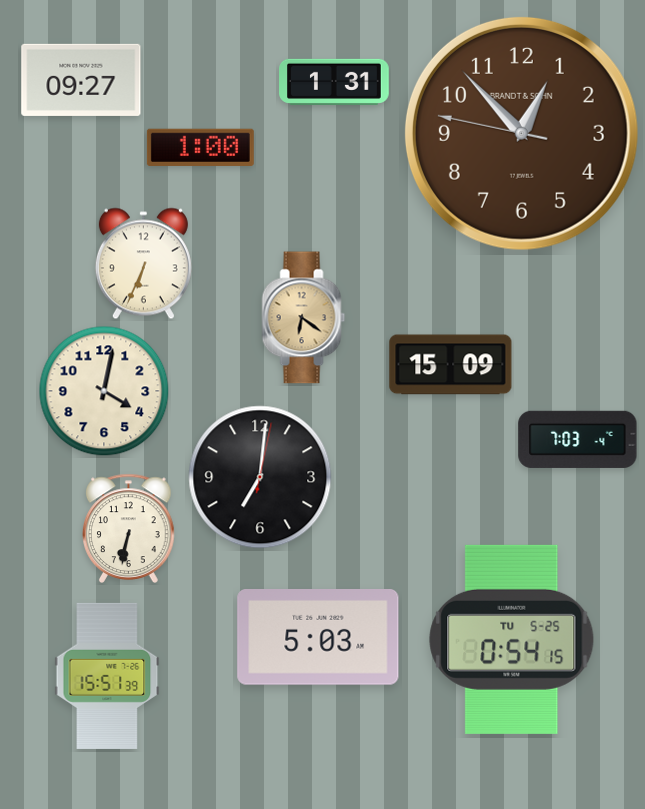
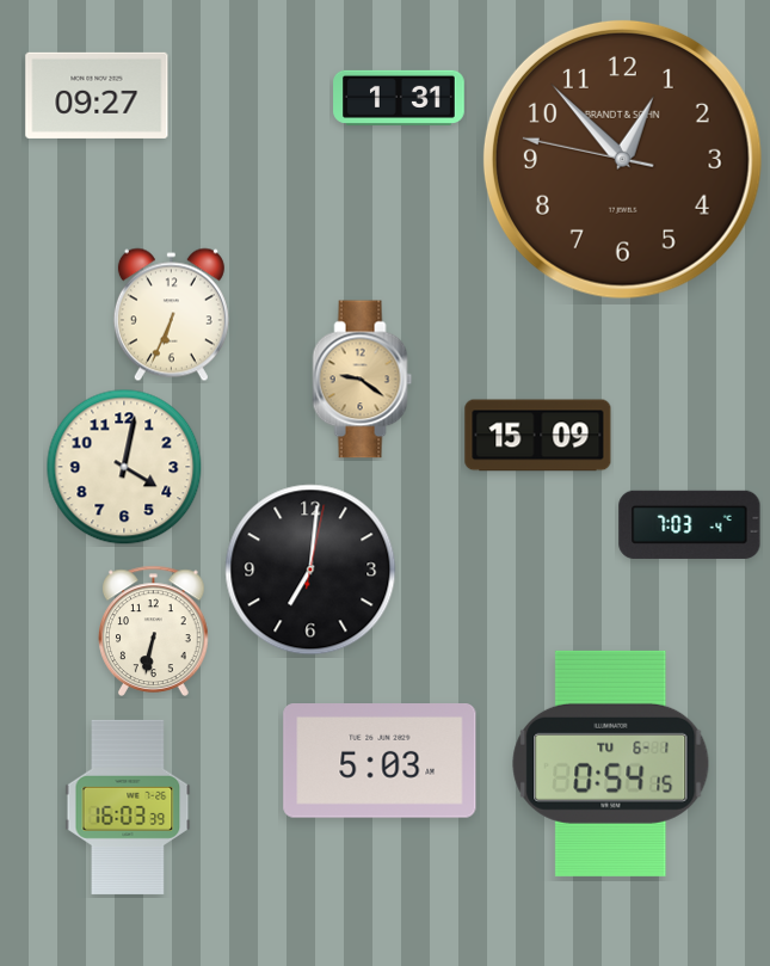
clock at (200, 147): 1:00 -> none
clock at (304, 318): 6:21 -> 9:21
clock at (512, 639) date: TU 5-25 -> TU 6-1
clock at (107, 676): 15:51 -> 16:03
